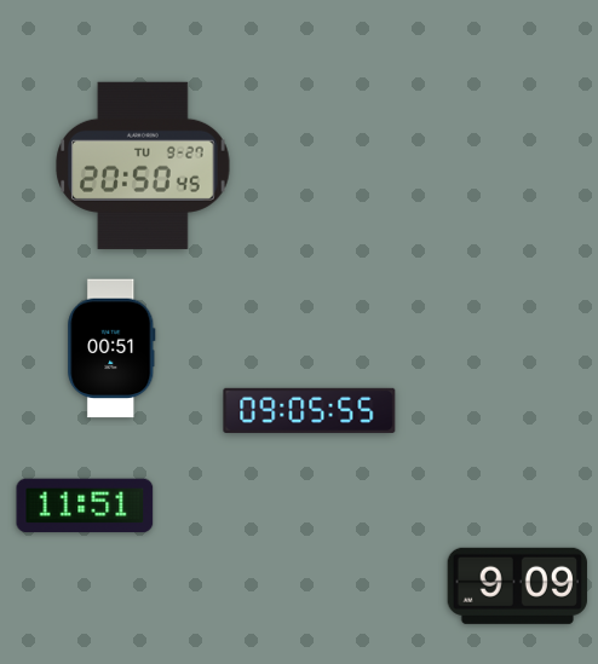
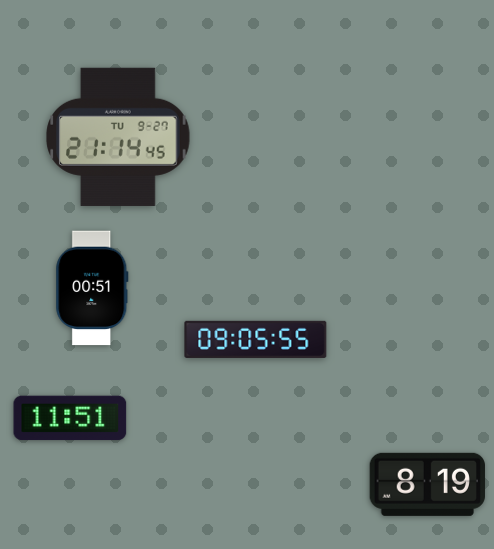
clock at (143, 166): 20:50 -> 21:14
clock at (517, 585): 9:09 -> 8:19
